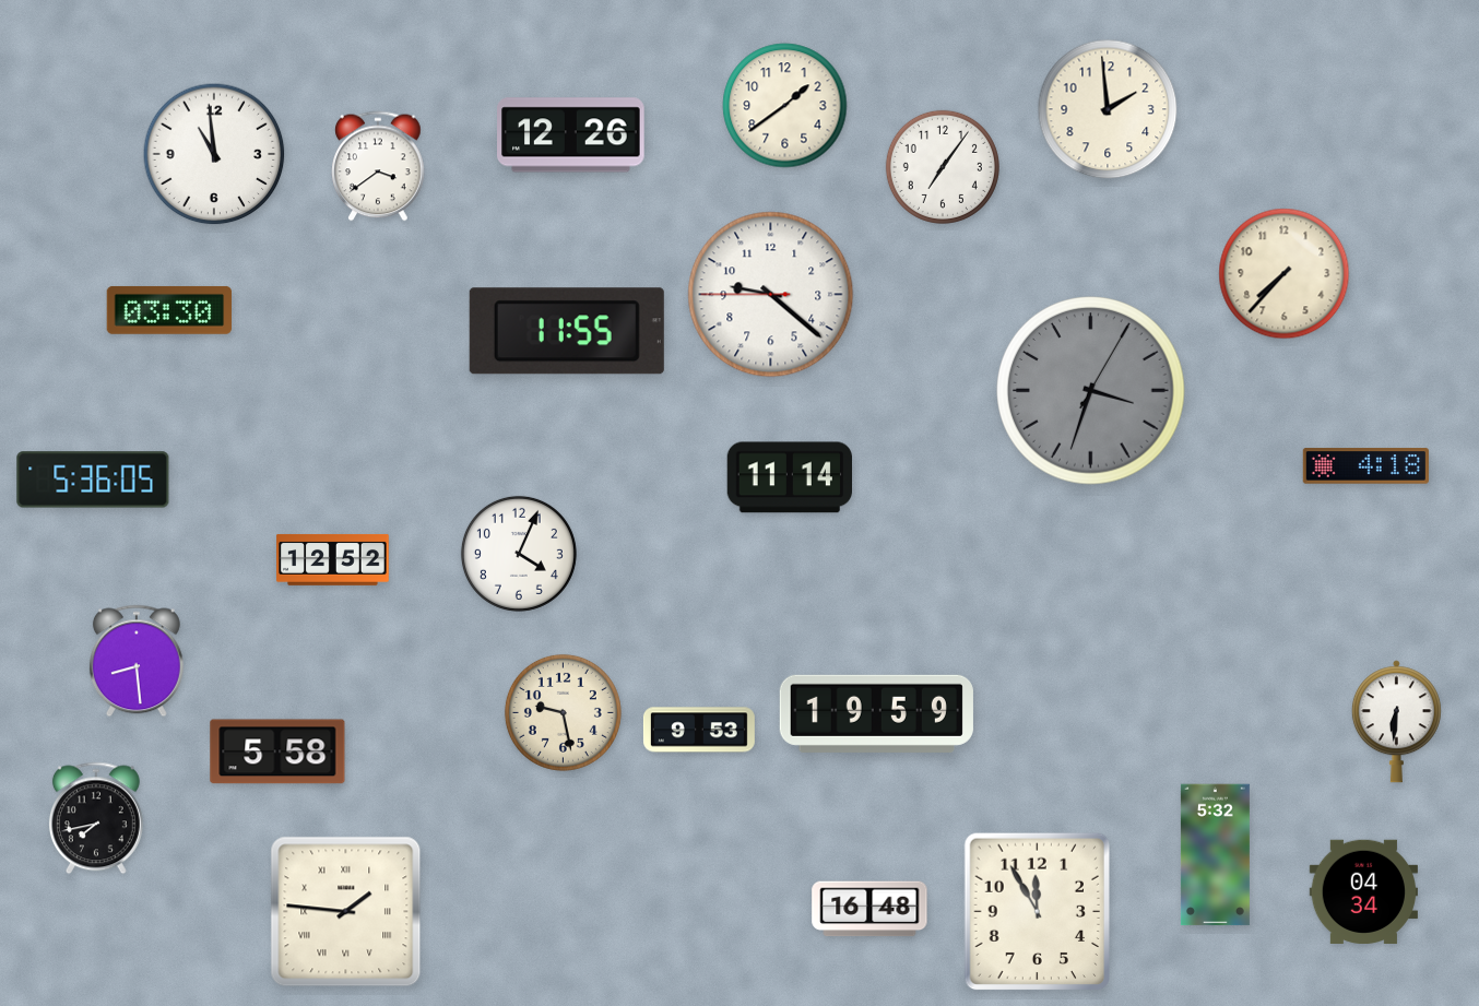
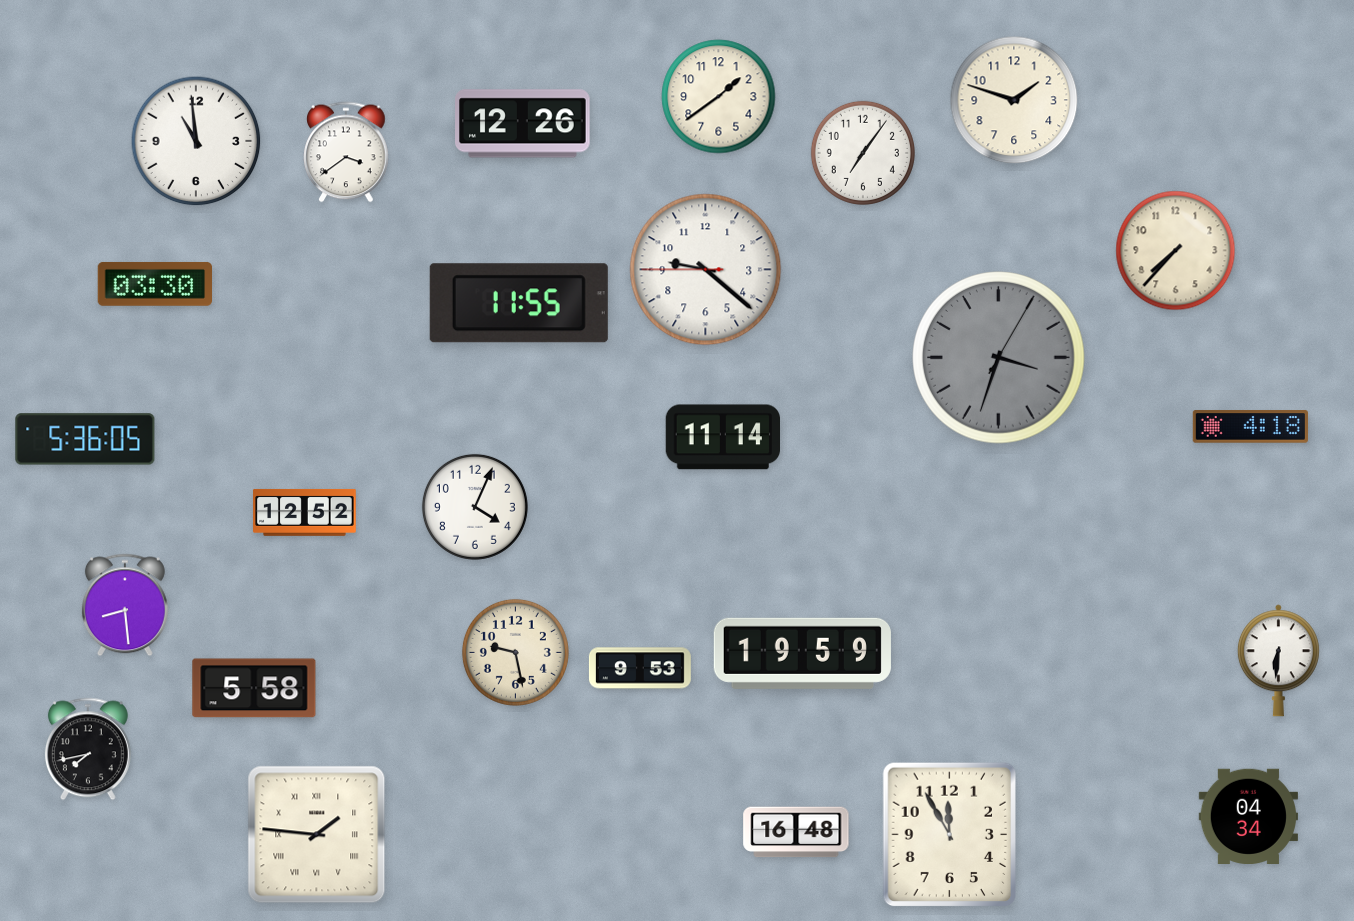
clock at (1108, 109): 1:59 -> 1:48
clock at (1215, 855): 5:32 -> none
